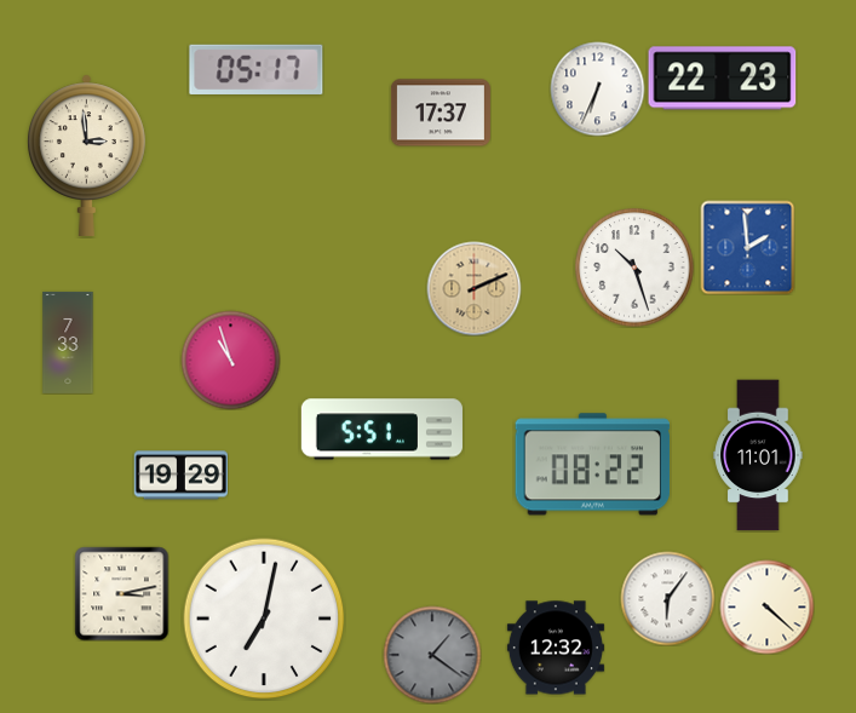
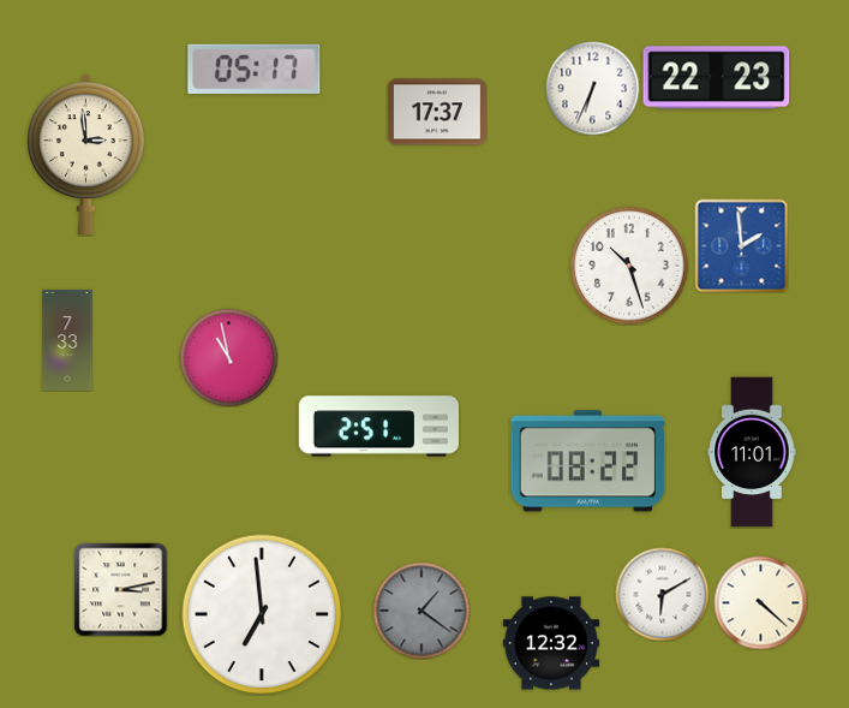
clock at (473, 288): 2:11 -> none
clock at (230, 360): 10:57 -> 10:58
clock at (381, 430): 5:51 -> 2:51
clock at (180, 476): 19:29 -> none
clock at (667, 598): 6:06 -> 6:10
clock at (264, 619): 7:02 -> 6:59
clock at (432, 655) position: (432, 655) -> (421, 611)
